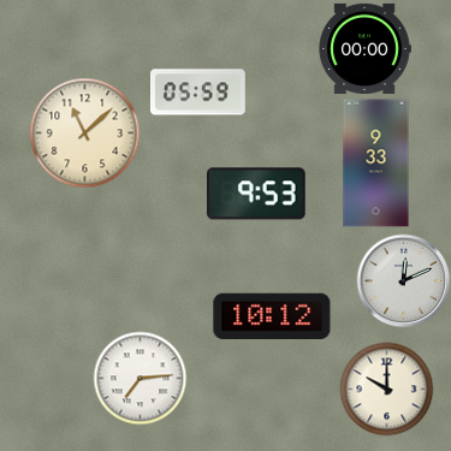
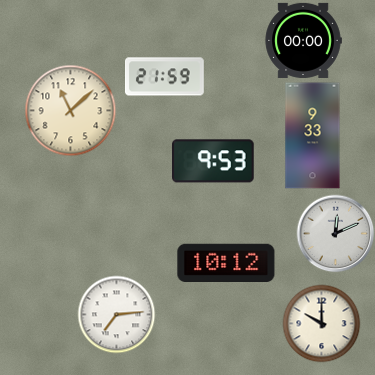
clock at (198, 93): 05:59 -> 21:59
